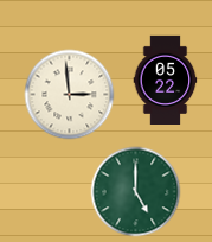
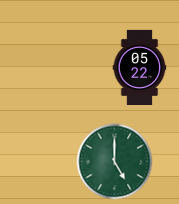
clock at (70, 95): 2:59 -> none
